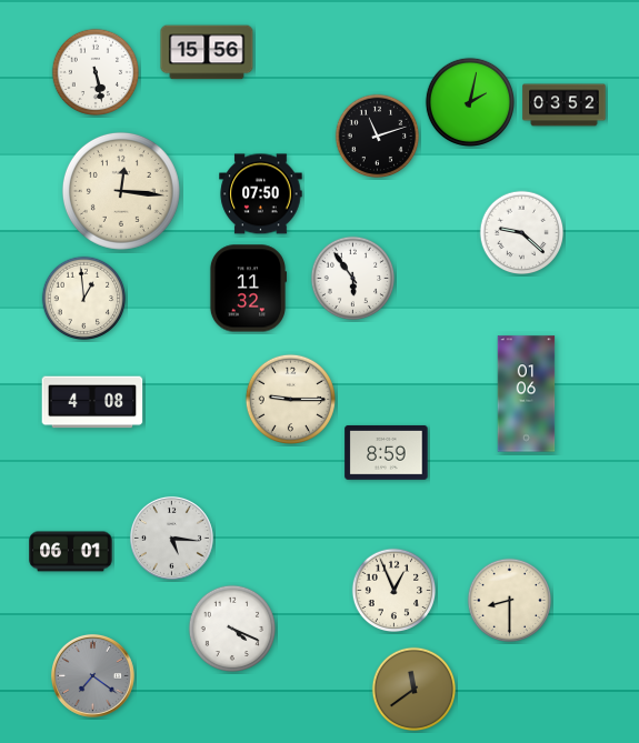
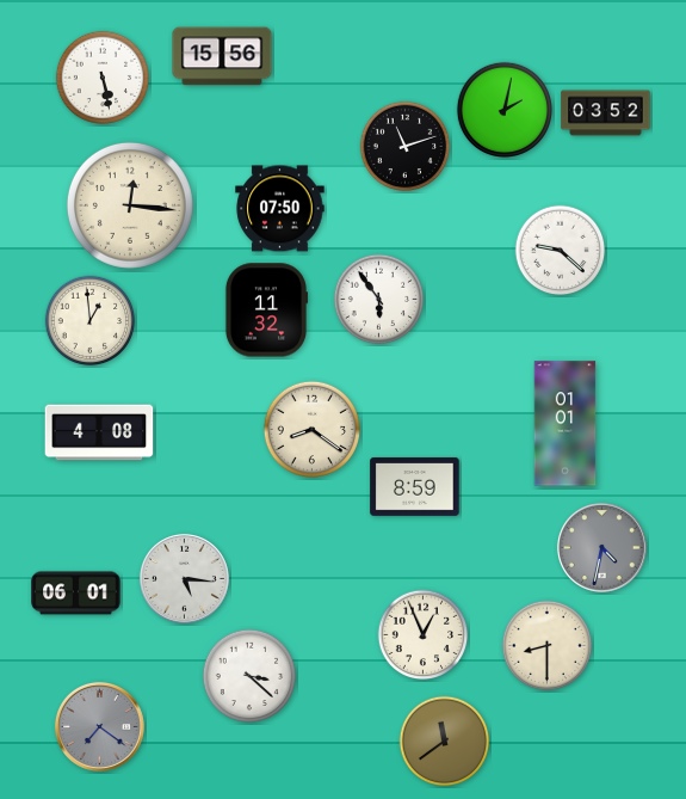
clock at (527, 394): 01:06 -> 01:01
clock at (290, 399): 9:15 -> 8:21
clock at (601, 547): none -> 4:32
clock at (232, 629): 4:19 -> 3:22
